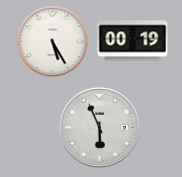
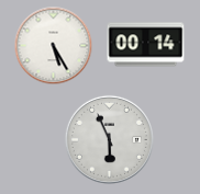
clock at (133, 41): 00:19 -> 00:14
clock at (53, 42) position: (53, 42) -> (54, 46)
